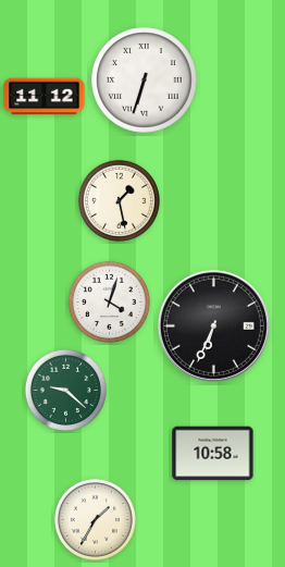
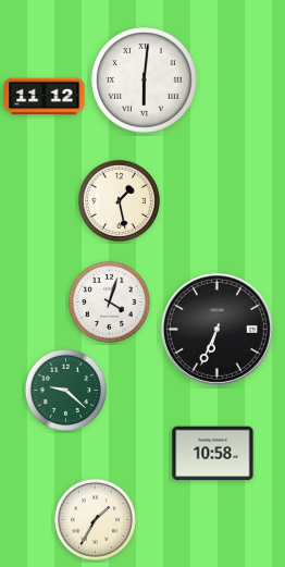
clock at (145, 81): 6:33 -> 6:01
clock at (213, 325) position: (213, 325) -> (216, 329)
